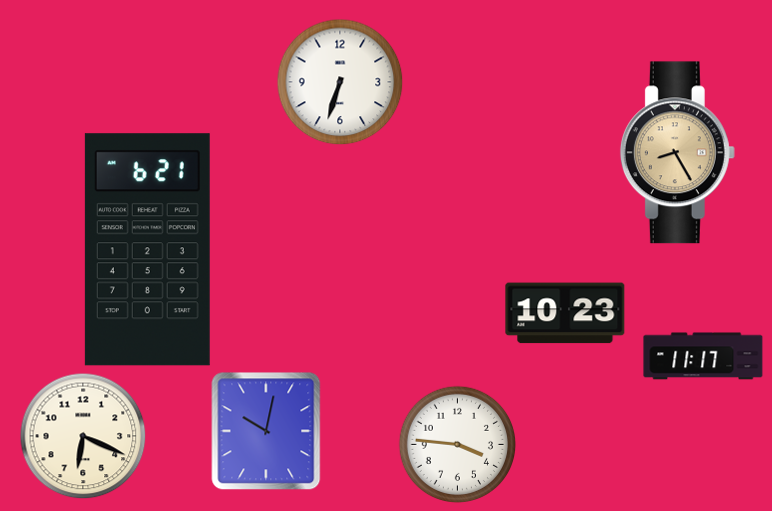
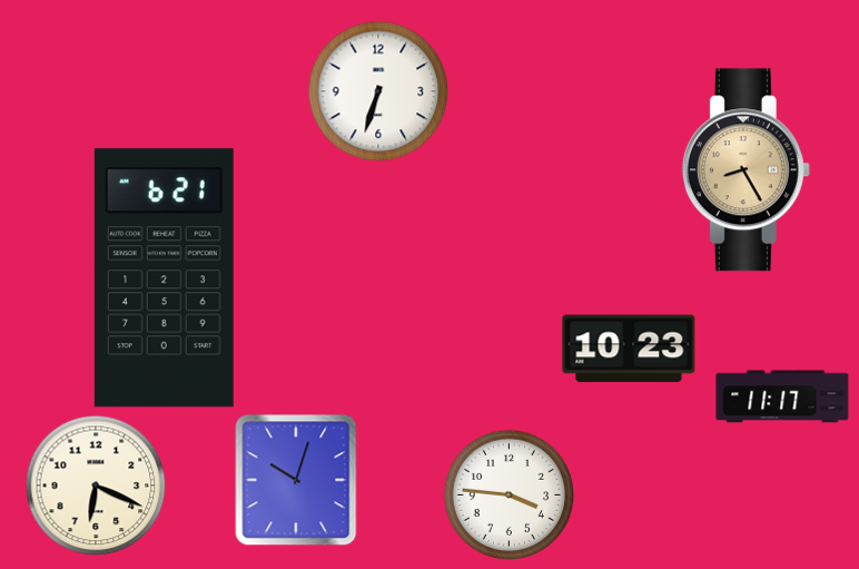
clock at (677, 153) position: (677, 153) -> (746, 170)
clock at (266, 431): 10:02 -> 10:03
clock at (83, 436) position: (83, 436) -> (96, 485)
